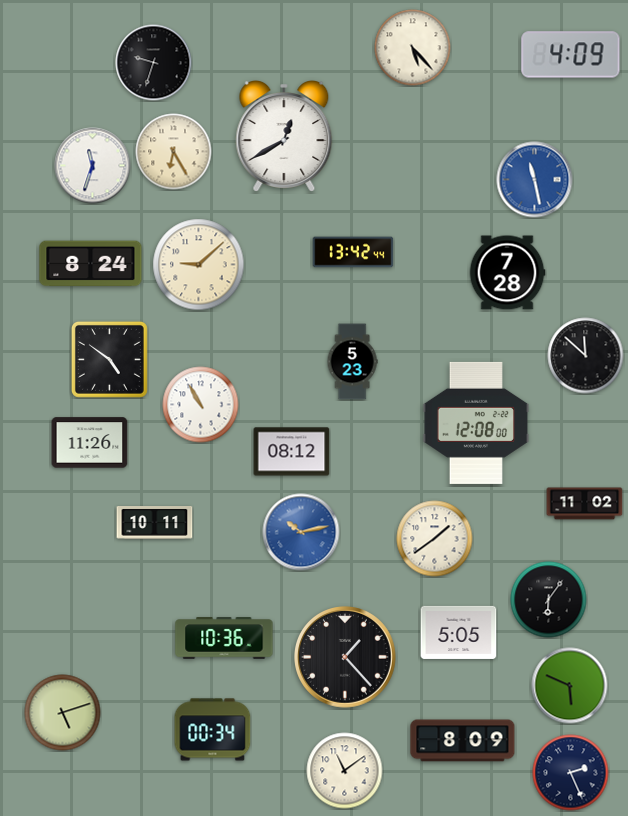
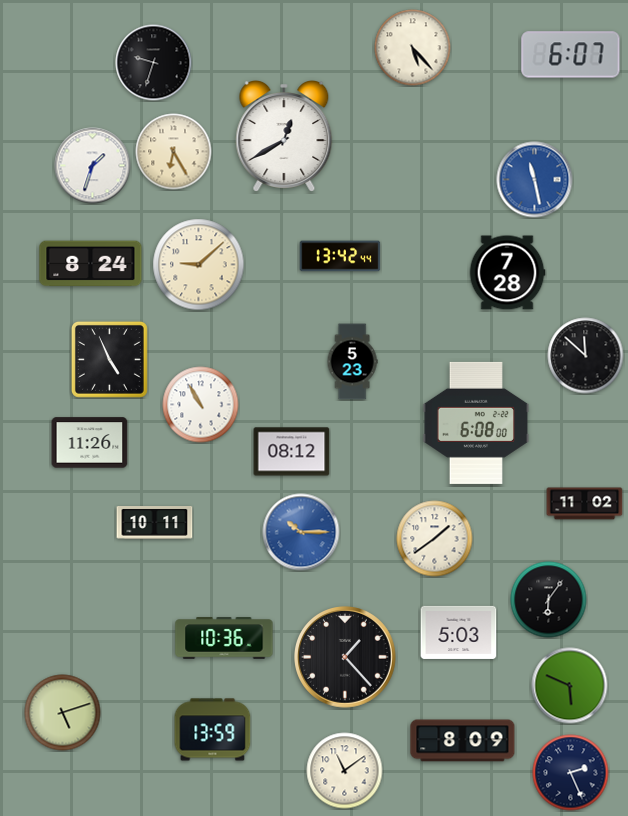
clock at (571, 55): 4:09 -> 6:07
clock at (93, 166): 11:33 -> 1:33
clock at (353, 252) position: (353, 252) -> (340, 256)
clock at (109, 359): 4:51 -> 4:56
clock at (476, 423): 12:08 -> 6:08
clock at (301, 532): 10:13 -> 10:15
clock at (459, 632): 5:05 -> 5:03
clock at (213, 730): 00:34 -> 13:59
